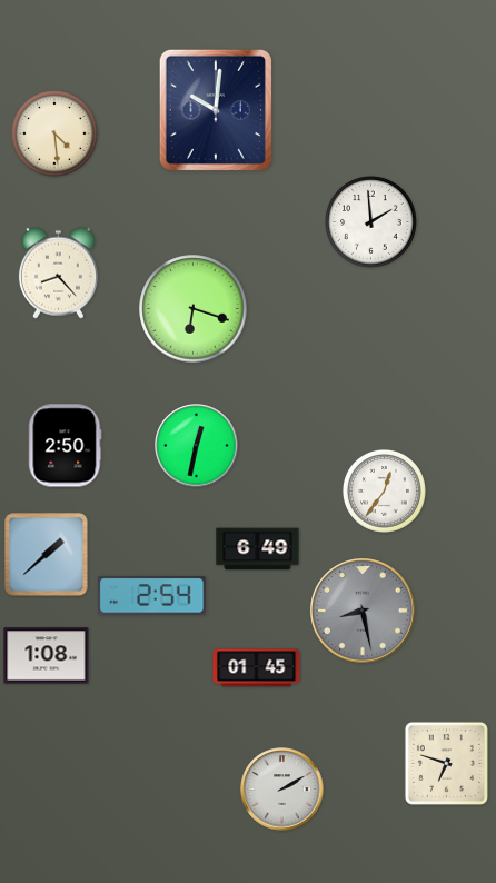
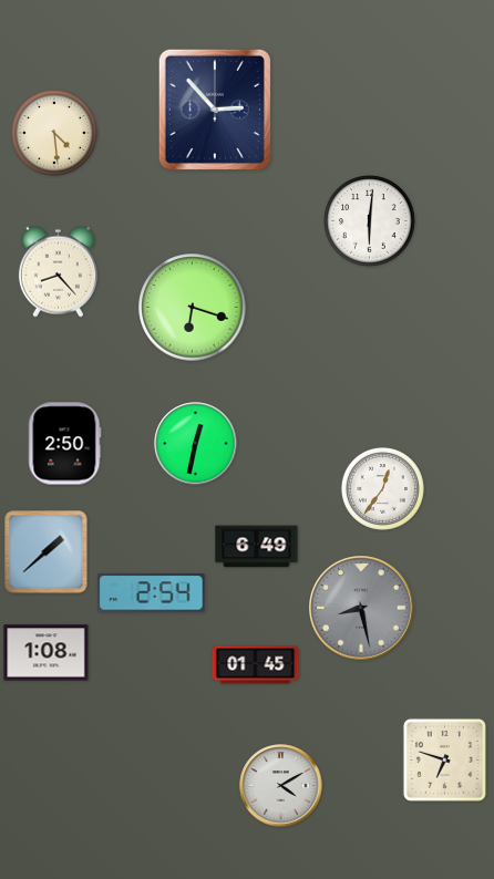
clock at (216, 110): 10:01 -> 2:53
clock at (371, 222): 1:59 -> 6:01
clock at (282, 790): 2:10 -> 4:10
